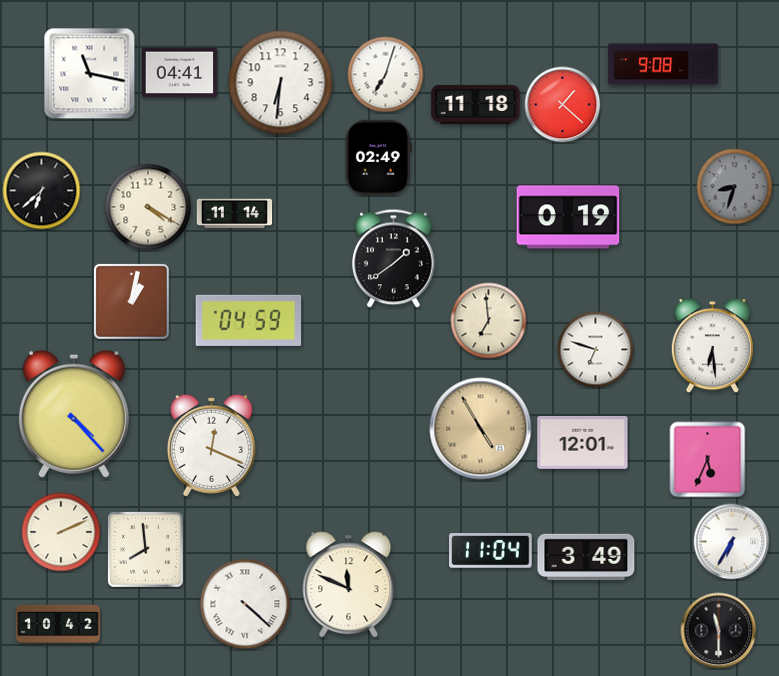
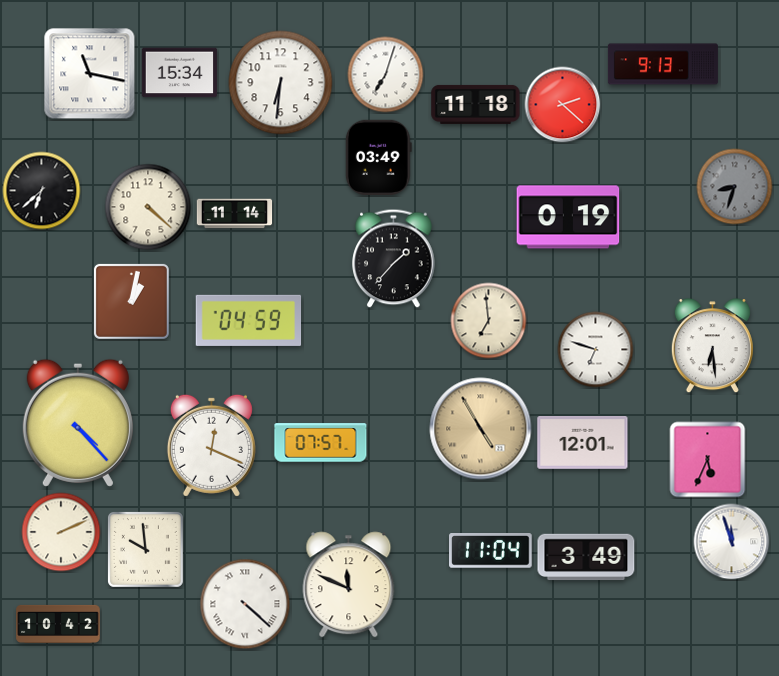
clock at (663, 64): 9:08 -> 9:13
clock at (180, 73): 04:41 -> 15:34
clock at (563, 105): 1:22 -> 2:22
clock at (378, 157): 02:49 -> 03:49
clock at (148, 207): 4:20 -> 4:22
clock at (394, 259): 1:39 -> 1:37
clock at (74, 414) position: (74, 414) -> (78, 423)
clock at (321, 443): none -> 07:57
clock at (732, 542): 6:35 -> 11:57
clock at (145, 549): 7:59 -> 9:59
clock at (719, 631): 11:30 -> none
